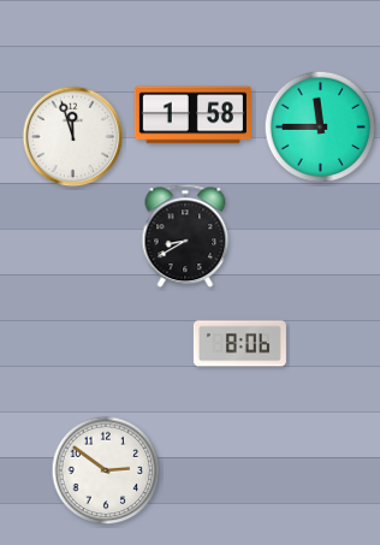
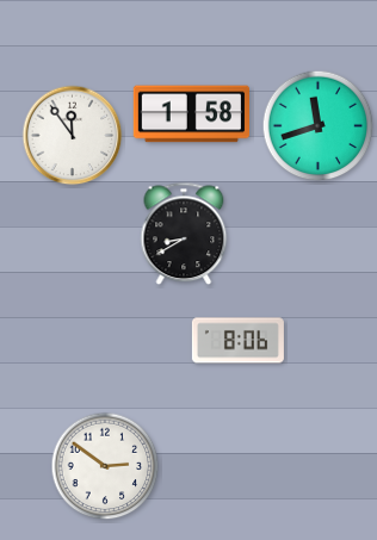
clock at (321, 128): 11:45 -> 11:42
clock at (73, 137): 11:57 -> 11:54
